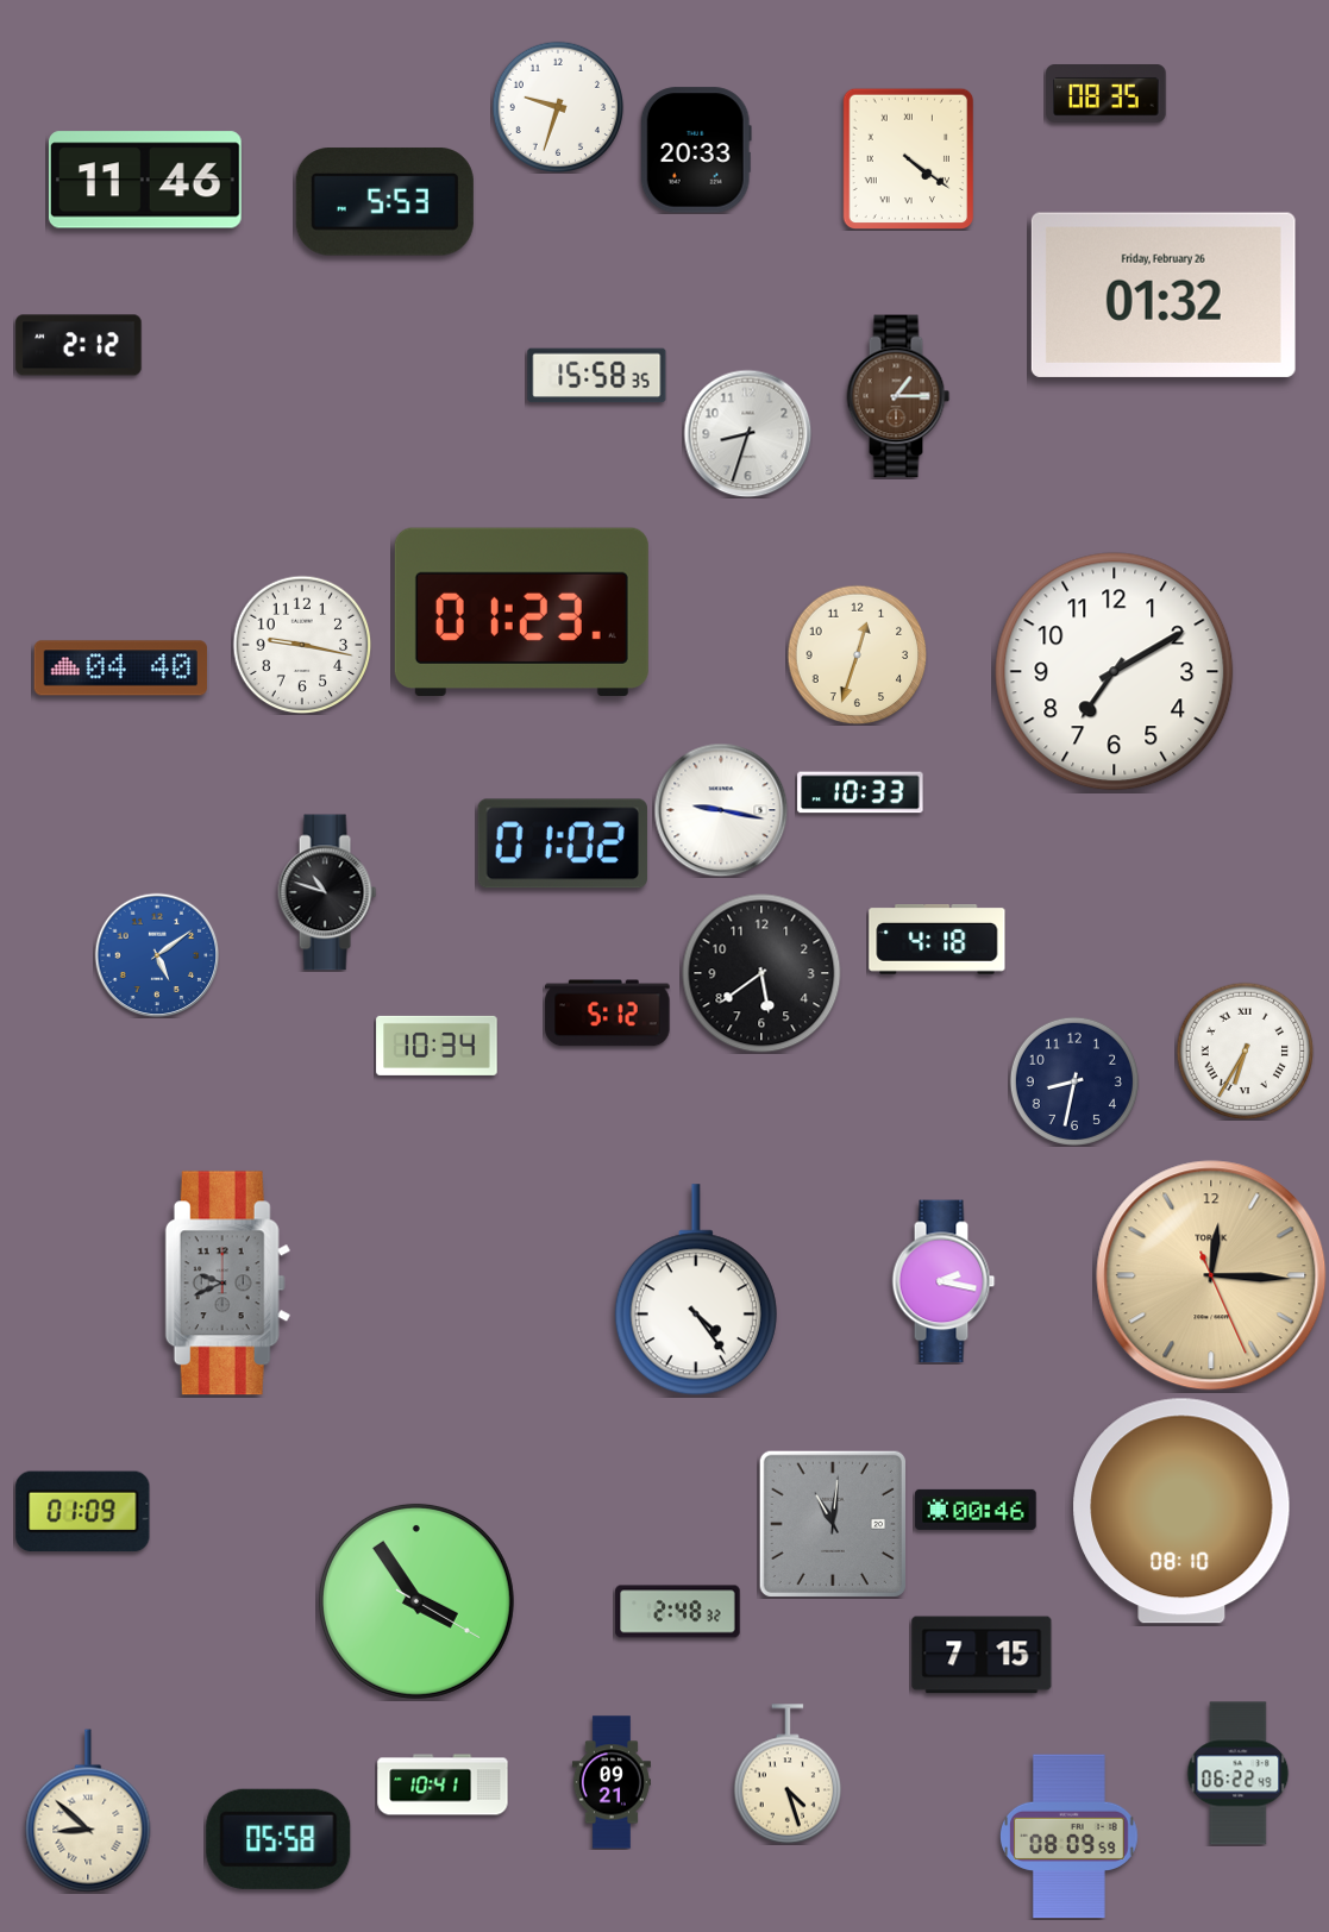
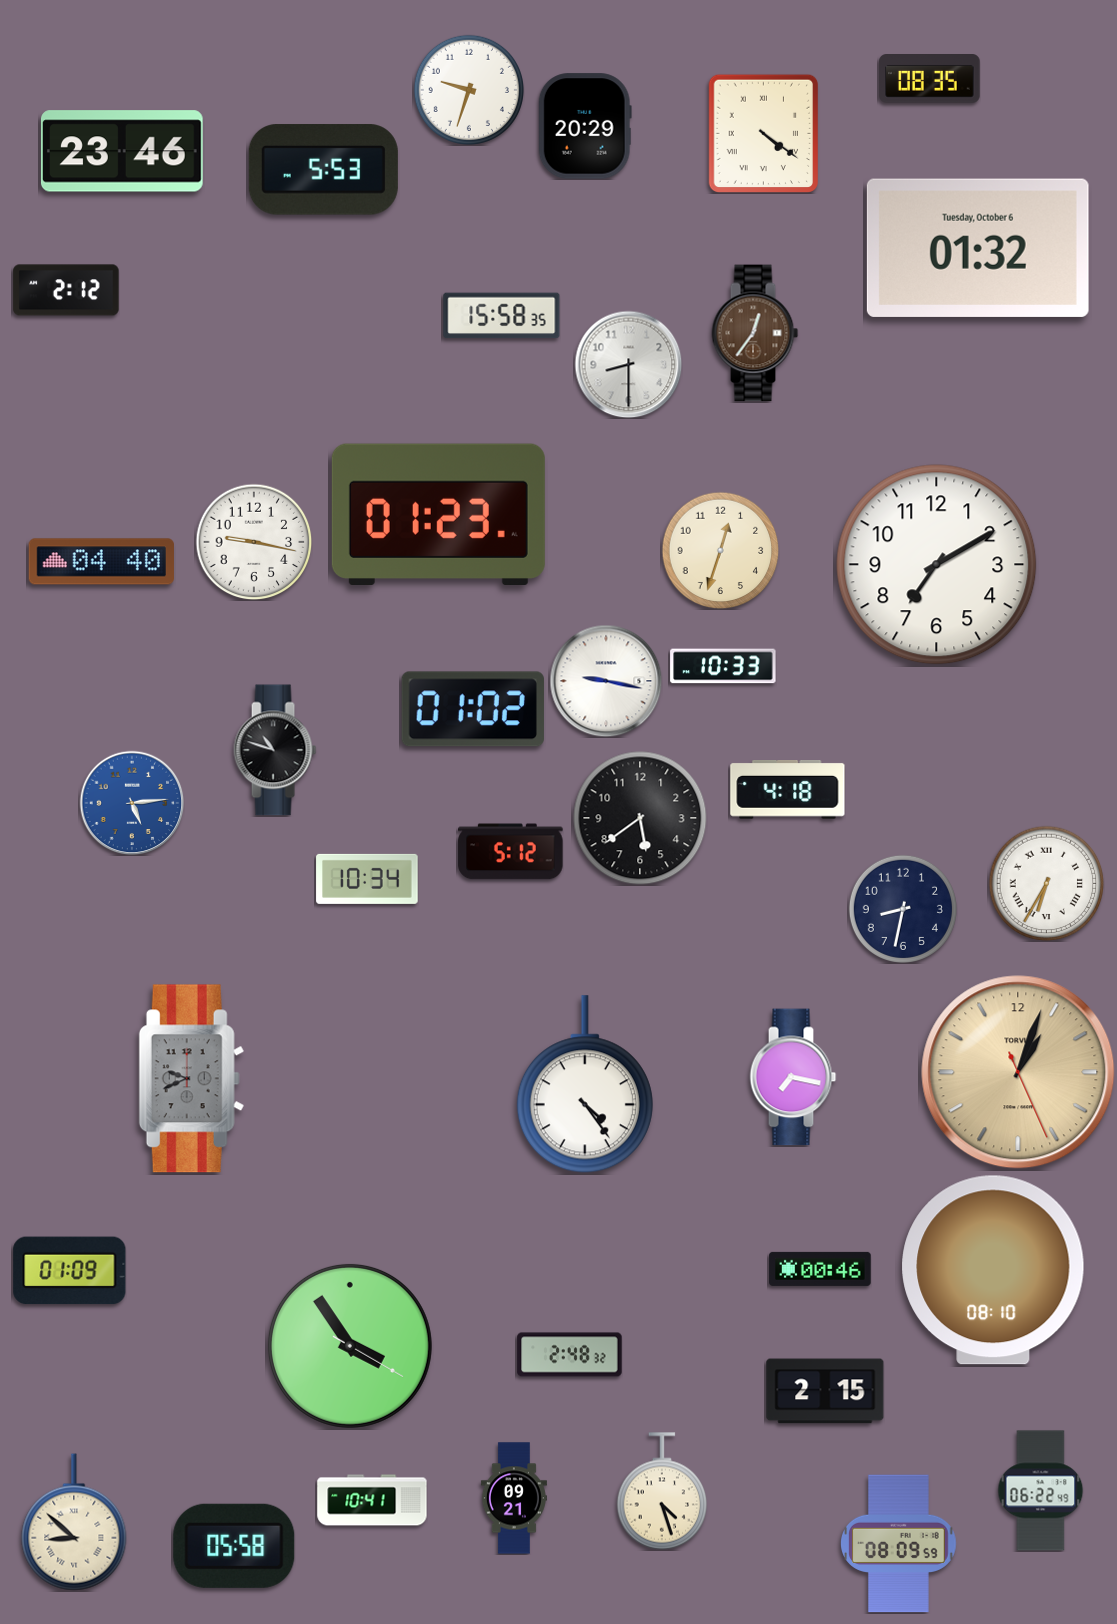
clock at (696, 150): 20:33 -> 20:29
clock at (145, 180): 11:46 -> 23:46
clock at (1164, 295) date: Friday, February 26 -> Tuesday, October 6
clock at (898, 396): 1:15 -> 12:36
clock at (747, 433): 8:33 -> 8:30
clock at (157, 955): 5:09 -> 5:14
clock at (1211, 1275): 12:15 -> 1:03
clock at (944, 1281): 2:17 -> 7:17
clock at (833, 1524): 11:01 -> none
clock at (982, 1655): 7:15 -> 2:15
